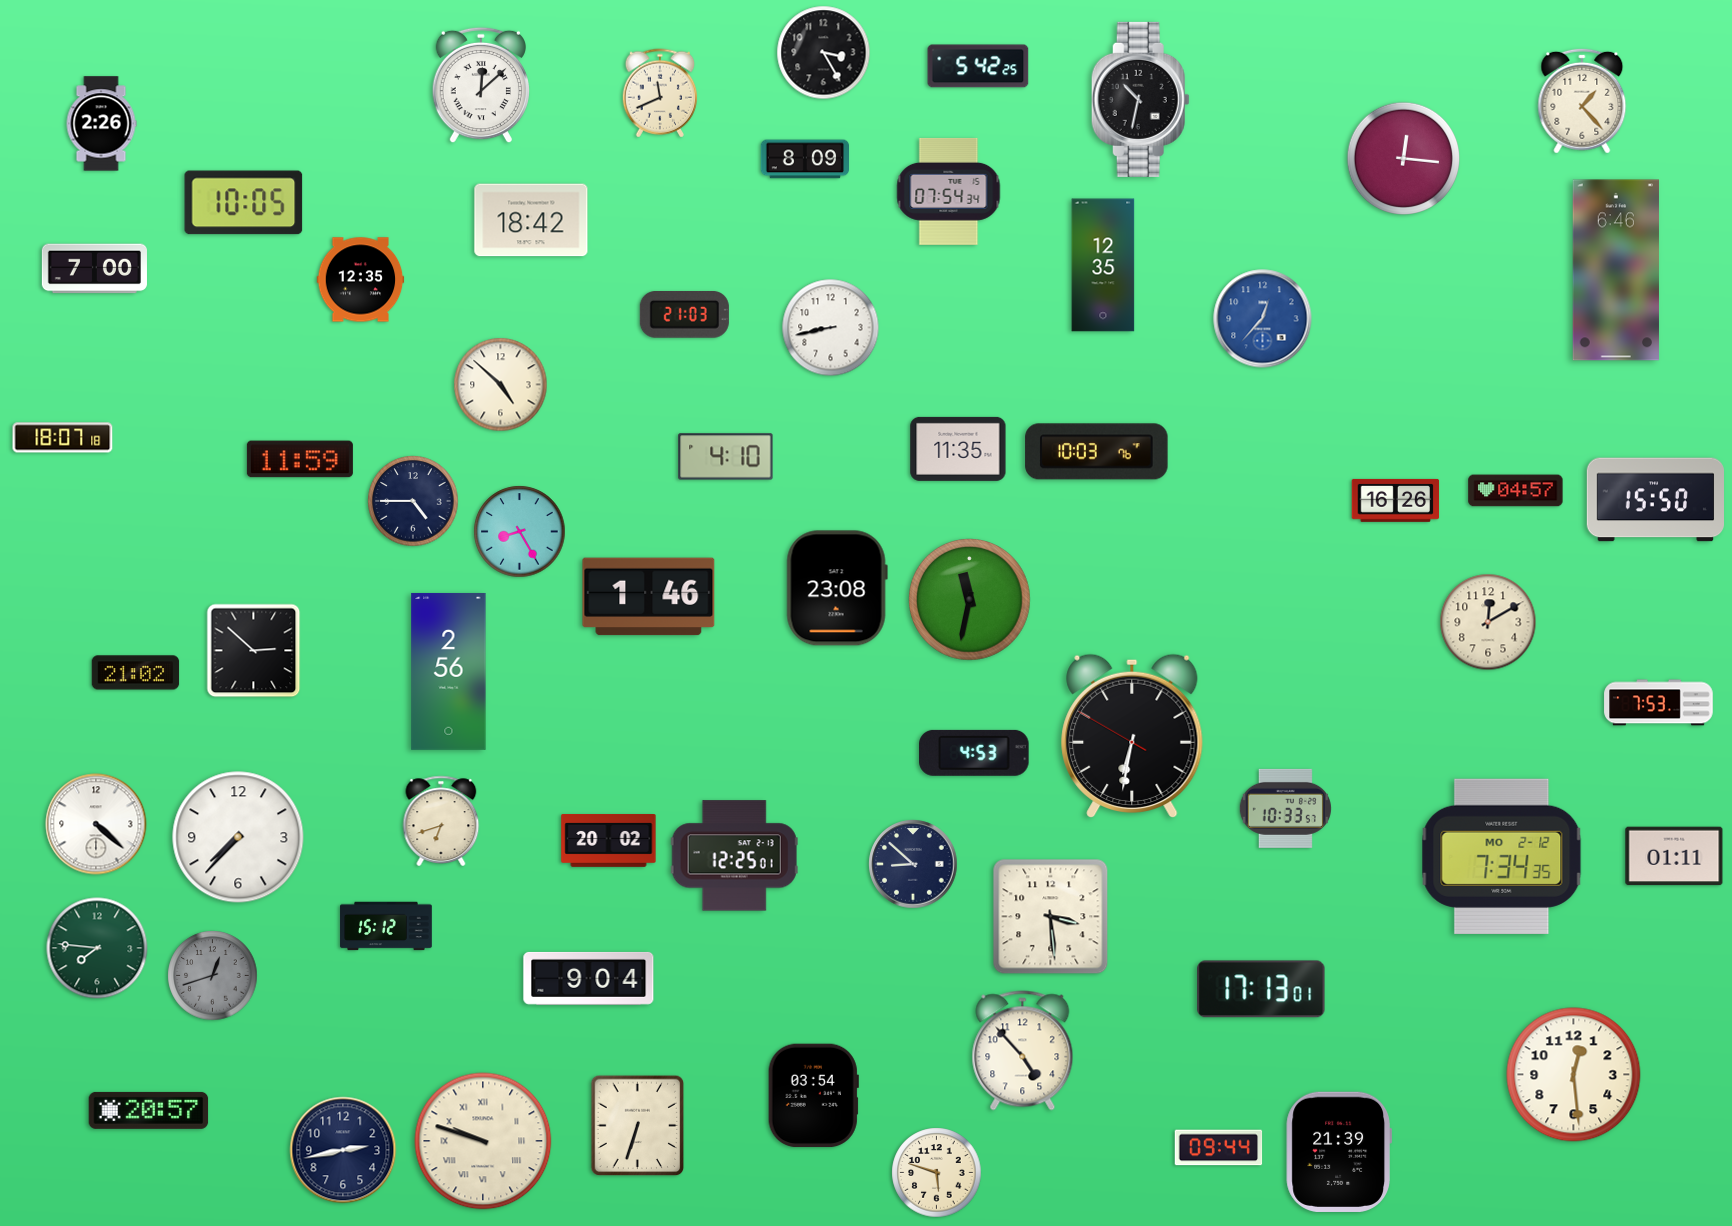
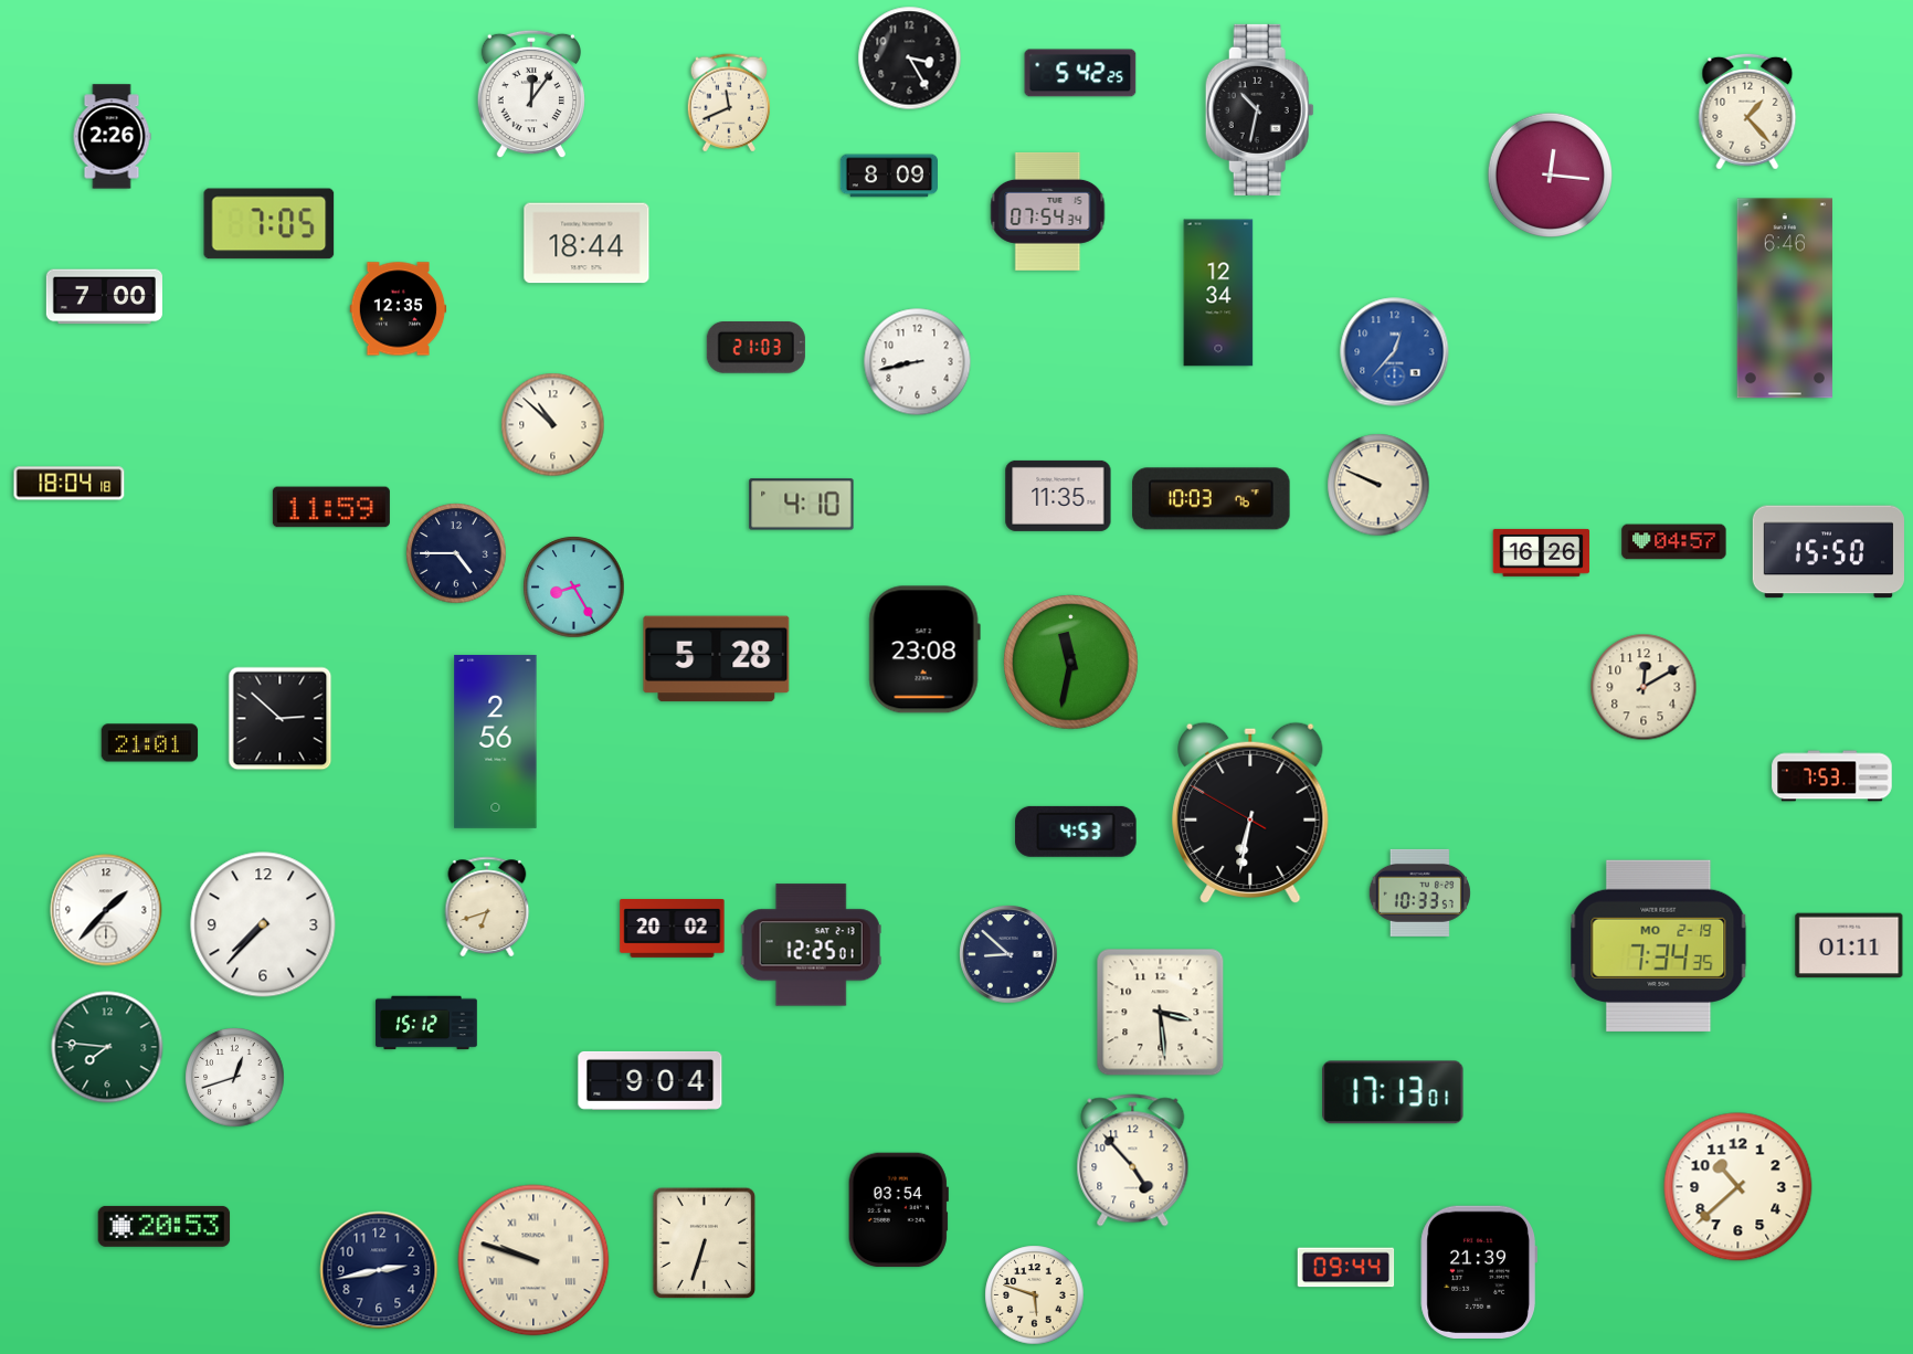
clock at (481, 85): 12:08 -> 12:06
clock at (244, 203): 10:05 -> 7:05
clock at (531, 220): 18:42 -> 18:44
clock at (1103, 265): 12:35 -> 12:34
clock at (501, 385): 4:52 -> 10:52
clock at (63, 438): 18:07 -> 18:04
clock at (1378, 485): none -> 9:49
clock at (649, 597): 1:46 -> 5:28
clock at (136, 673): 21:02 -> 21:01
clock at (96, 824): 4:22 -> 1:37
clock at (1502, 856) date: MO 2-12 -> MO 2-19
clock at (213, 976) dial: grey -> white
clock at (1023, 1051) position: (1023, 1051) -> (1133, 1161)
clock at (1574, 1075): 12:29 -> 10:38
clock at (149, 1110): 20:57 -> 20:53
